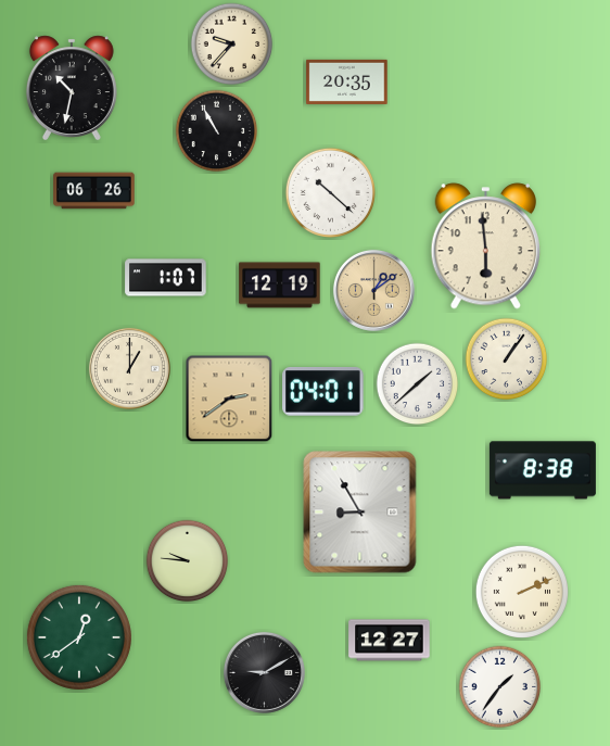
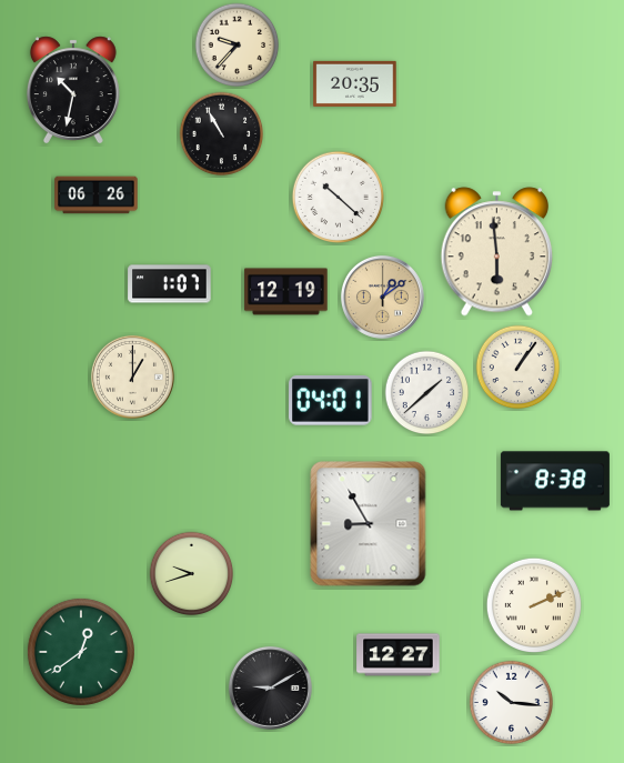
clock at (229, 399): 2:39 -> none
clock at (188, 561): 9:46 -> 9:42
clock at (500, 687): 1:36 -> 10:16
